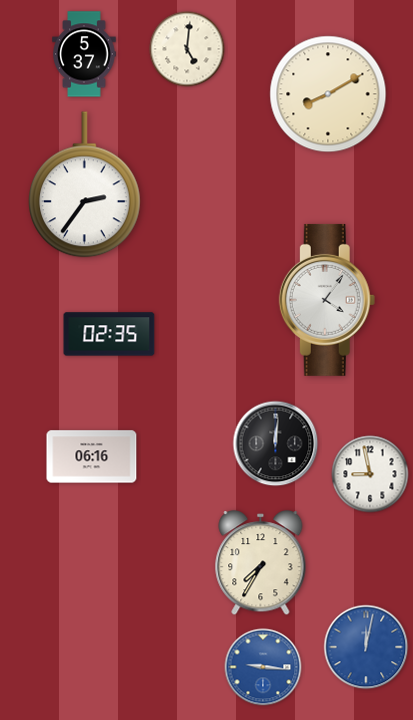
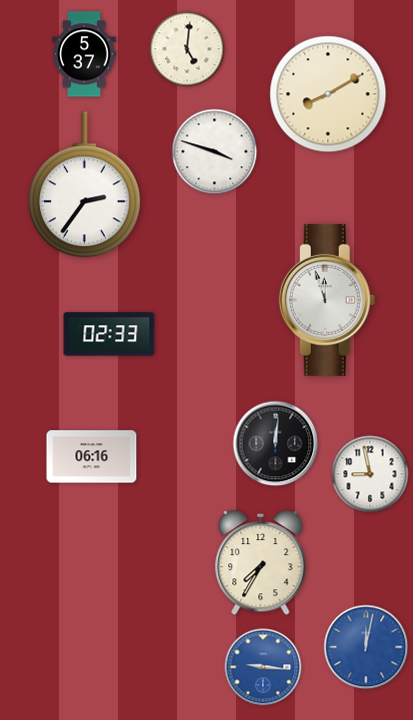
clock at (215, 152): none -> 3:48
clock at (327, 300): 4:06 -> 11:57
clock at (109, 334): 02:35 -> 02:33
